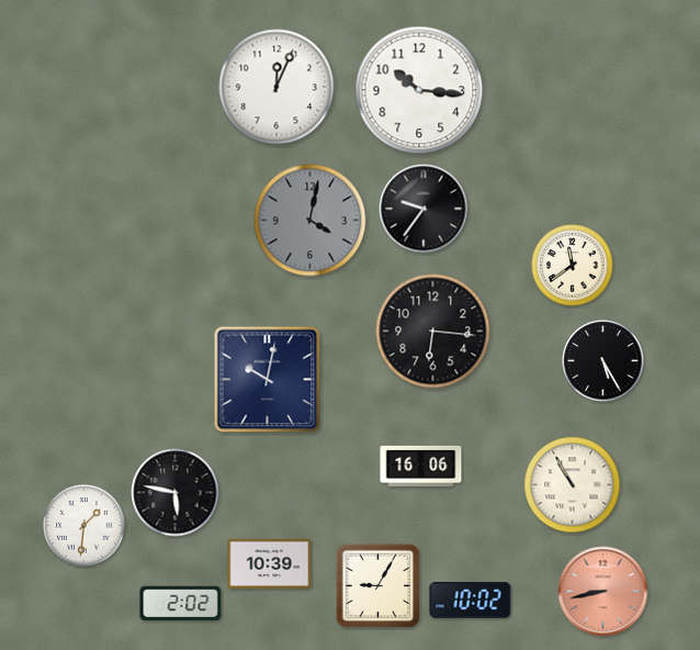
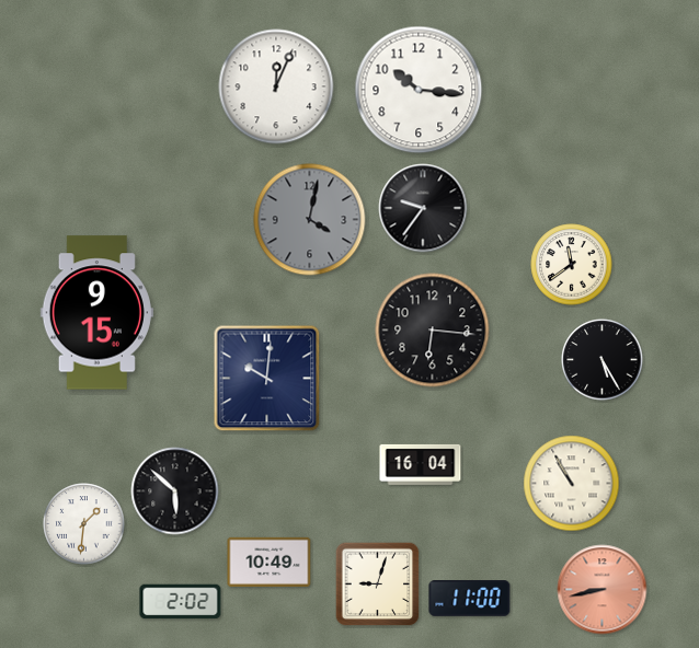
clock at (96, 313): none -> 9:15
clock at (268, 380): 10:02 -> 10:01
clock at (421, 466): 16:06 -> 16:04
clock at (176, 493): 5:47 -> 5:52
clock at (270, 563): 10:39 -> 10:49
clock at (379, 586): 9:05 -> 9:03
clock at (471, 601): 10:02 -> 11:00
